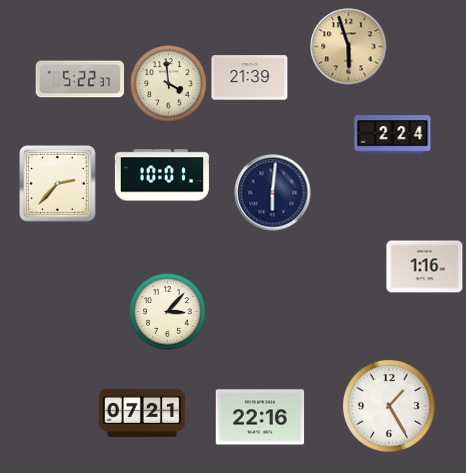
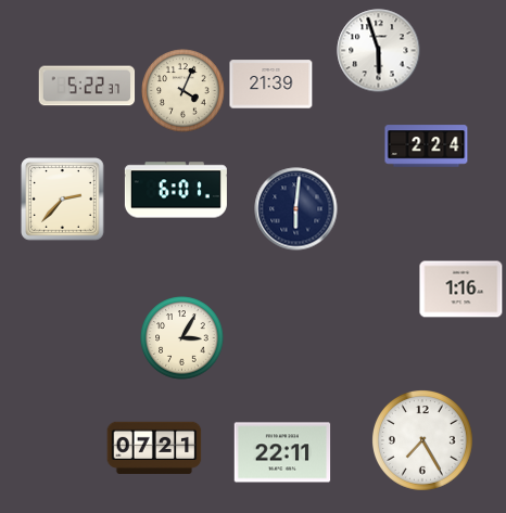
clock at (349, 47) dial: champagne -> white
clock at (169, 84): 3:59 -> 4:04
clock at (162, 175): 10:01 -> 6:01
clock at (168, 312): 3:07 -> 3:05
clock at (390, 407): 1:25 -> 7:25
clock at (260, 417): 22:16 -> 22:11
